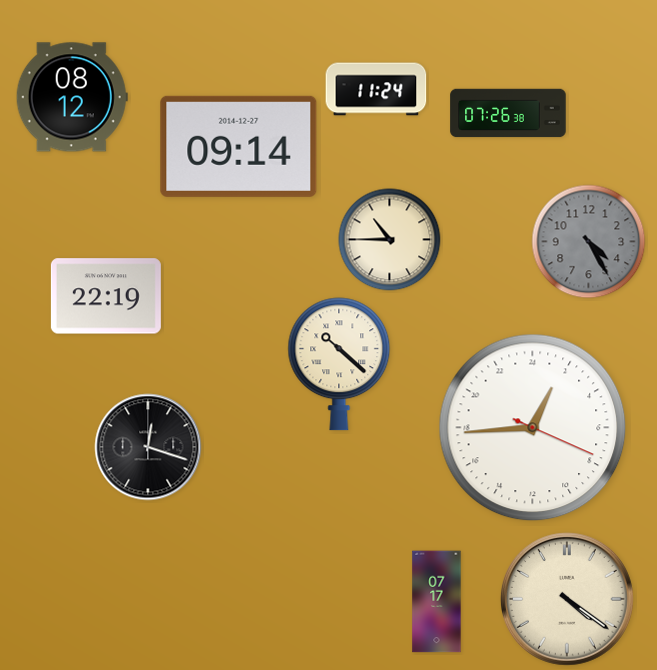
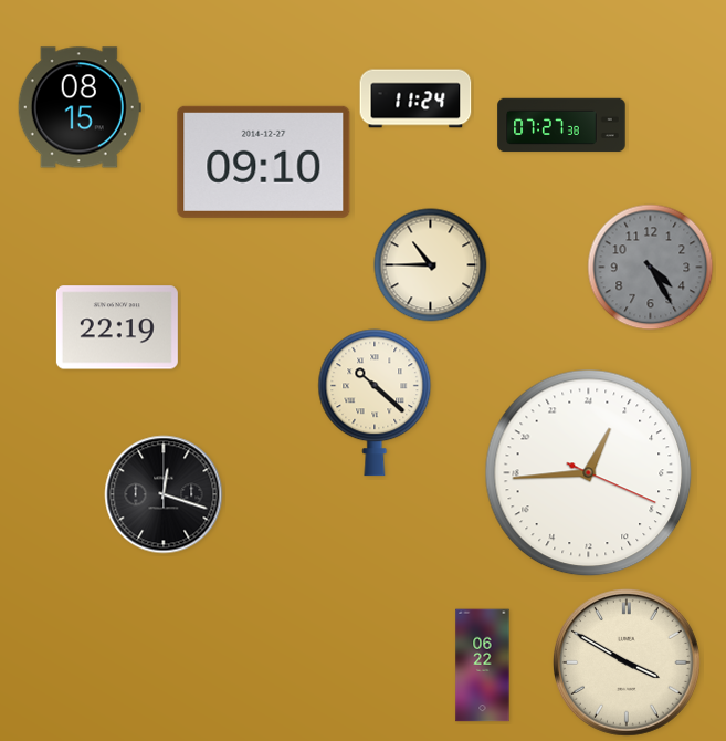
clock at (72, 97): 08:12 -> 08:15
clock at (508, 113): 07:26 -> 07:27
clock at (239, 146): 09:14 -> 09:10
clock at (567, 599): 4:21 -> 3:50
clock at (437, 602): 07:17 -> 06:22
